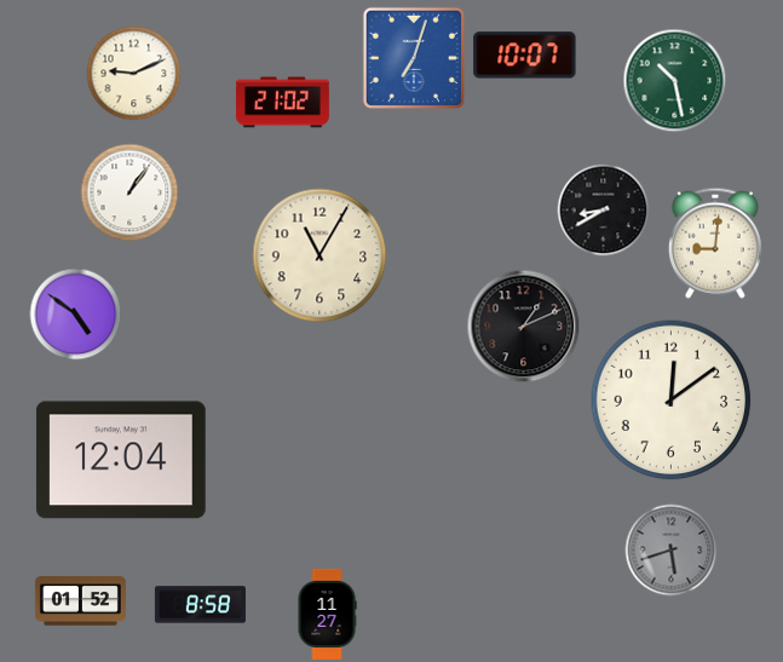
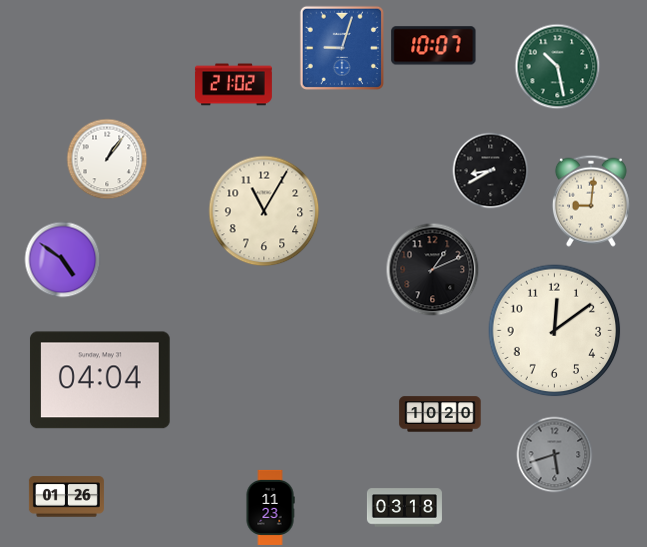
clock at (414, 58): 7:03 -> 9:03
clock at (134, 74): 9:11 -> none
clock at (604, 211) position: (604, 211) -> (491, 171)
clock at (121, 460): 12:04 -> 04:04
clock at (440, 414): none -> 10:20
clock at (80, 601): 01:52 -> 01:26
clock at (200, 605): 8:58 -> none
clock at (327, 614): 11:27 -> 11:23
clock at (404, 508): none -> 03:18
